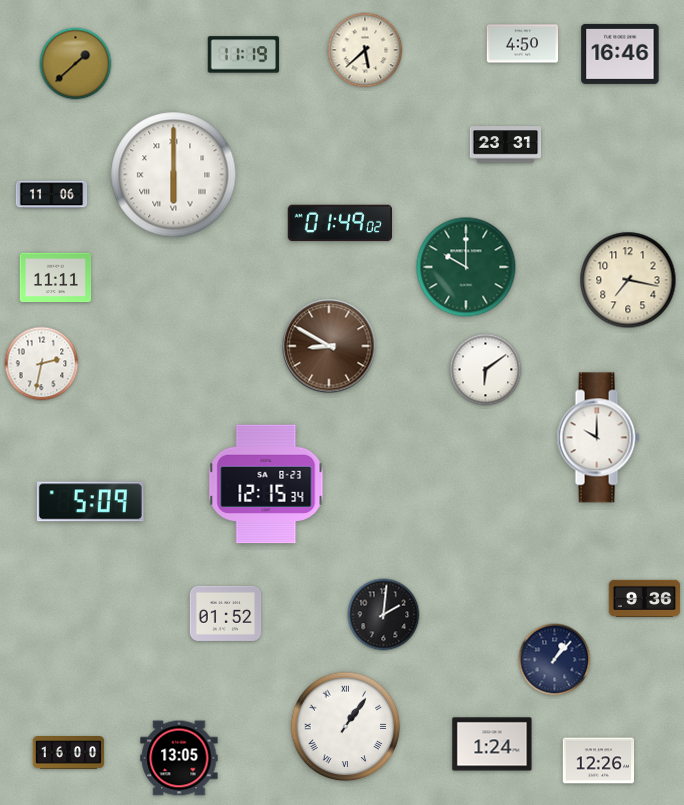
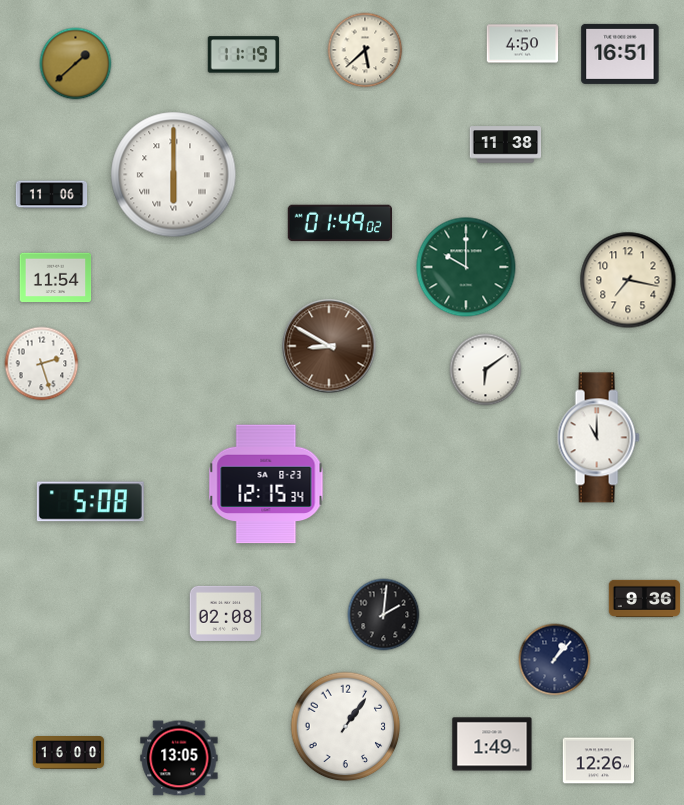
clock at (620, 54): 16:46 -> 16:51
clock at (506, 145): 23:31 -> 11:38
clock at (56, 278): 11:11 -> 11:54
clock at (42, 364): 2:32 -> 2:27
clock at (598, 438): 10:00 -> 11:00
clock at (90, 502): 5:09 -> 5:08
clock at (226, 613): 01:52 -> 02:08
clock at (346, 727) numerals: Roman -> Arabic
clock at (492, 744): 1:24 -> 1:49
